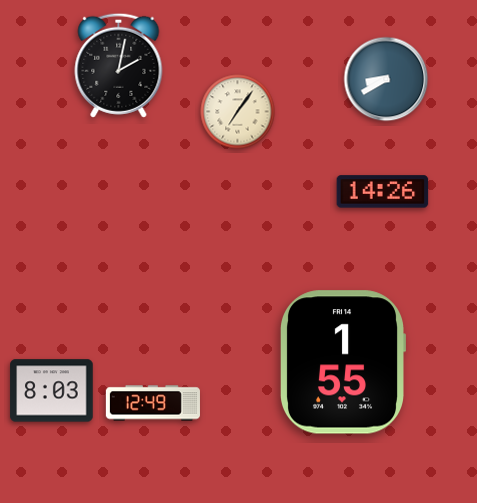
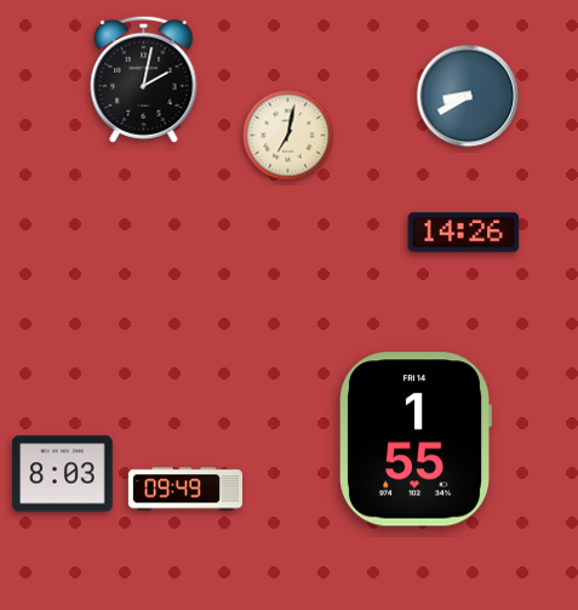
clock at (238, 112): 7:06 -> 7:02
clock at (153, 403): 12:49 -> 09:49
